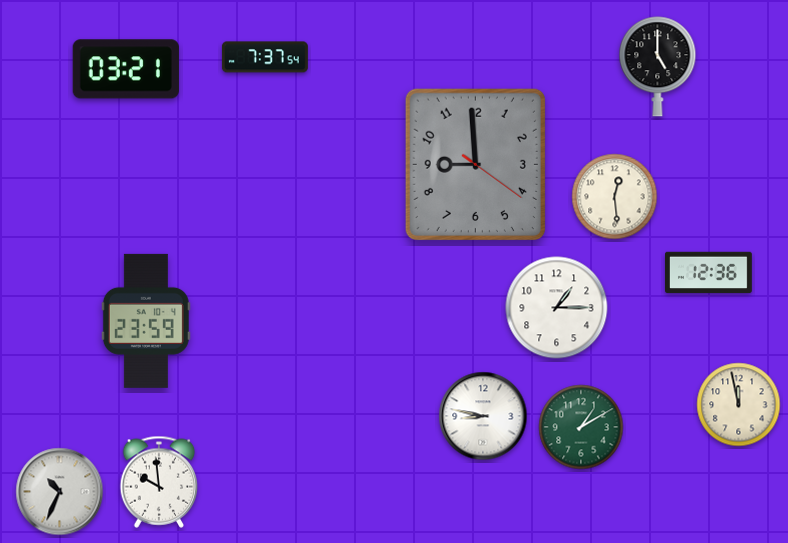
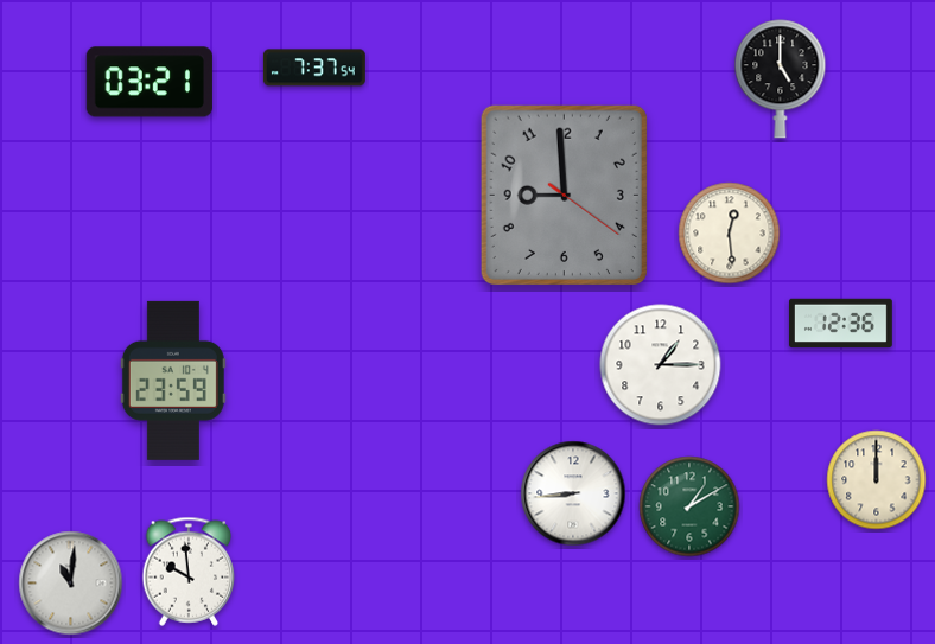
clock at (739, 405): 11:58 -> 12:00
clock at (483, 416): 8:47 -> 8:44
clock at (60, 492): 10:34 -> 11:01
